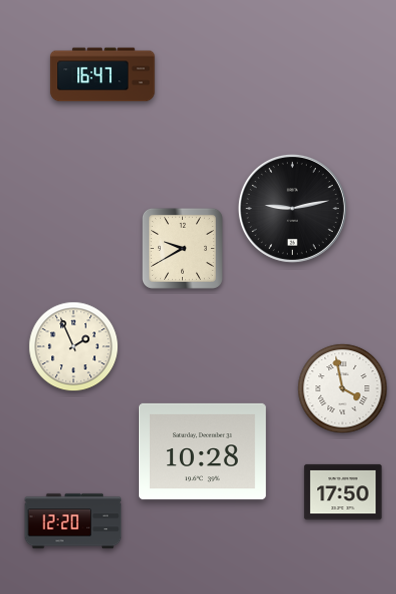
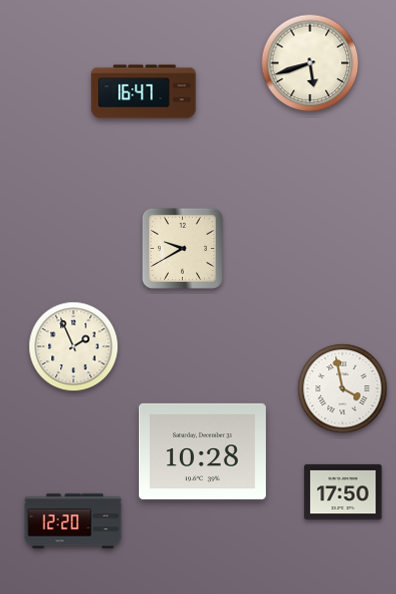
clock at (310, 63): none -> 5:42
clock at (103, 75) position: (103, 75) -> (144, 92)
clock at (292, 208): 9:13 -> none
